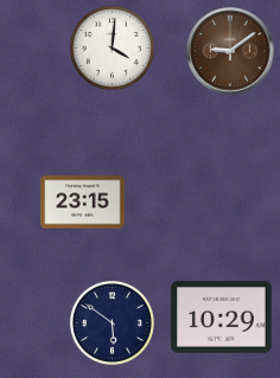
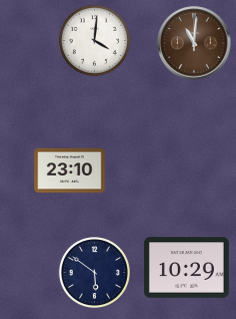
clock at (230, 51): 9:09 -> 11:01
clock at (83, 203): 23:15 -> 23:10
